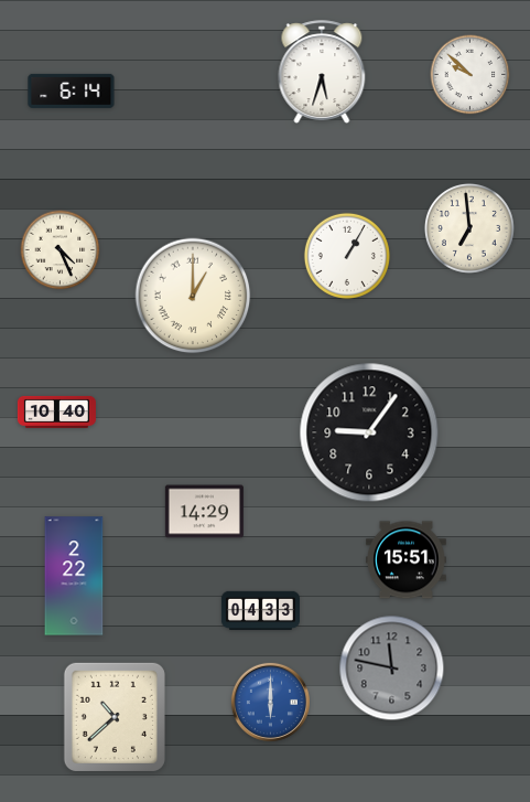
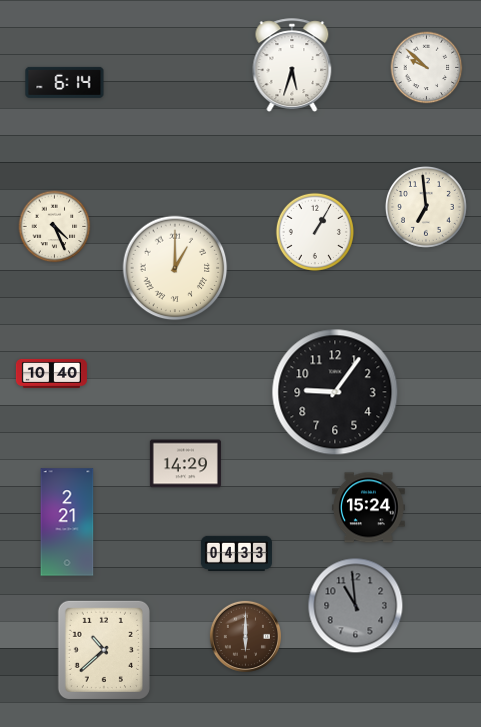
clock at (407, 560): 15:51 -> 15:24
clock at (74, 576): 2:22 -> 2:21
clock at (392, 669): 11:47 -> 10:59
clock at (270, 702) dial: blue -> brown
